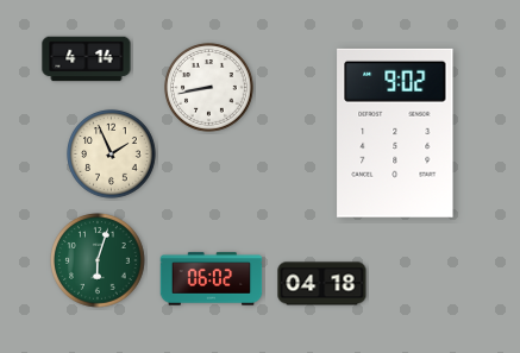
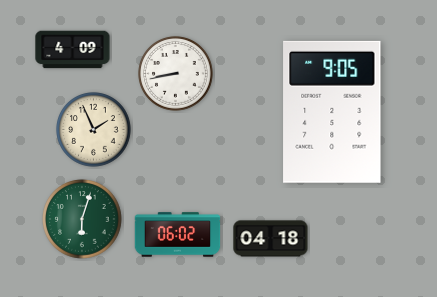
clock at (87, 59): 4:14 -> 4:09
clock at (395, 133): 9:02 -> 9:05
